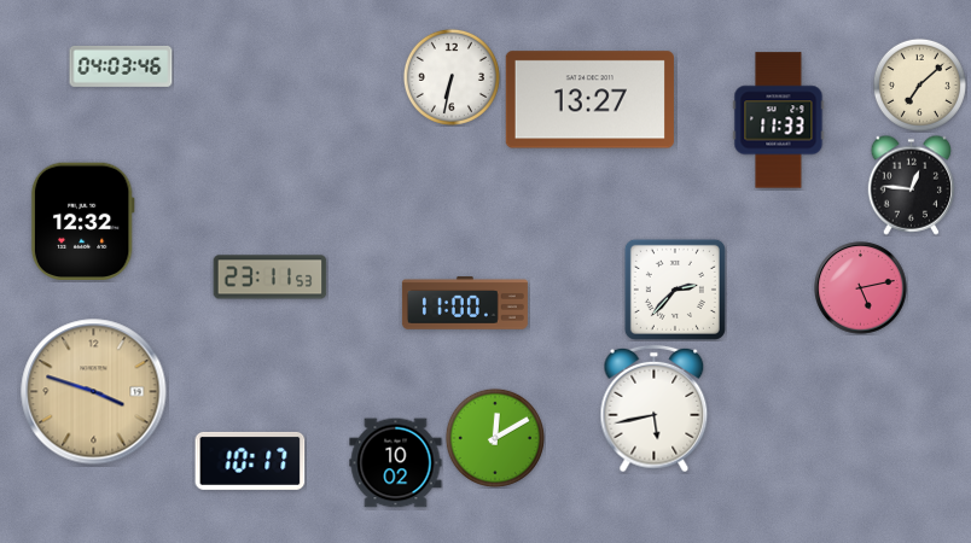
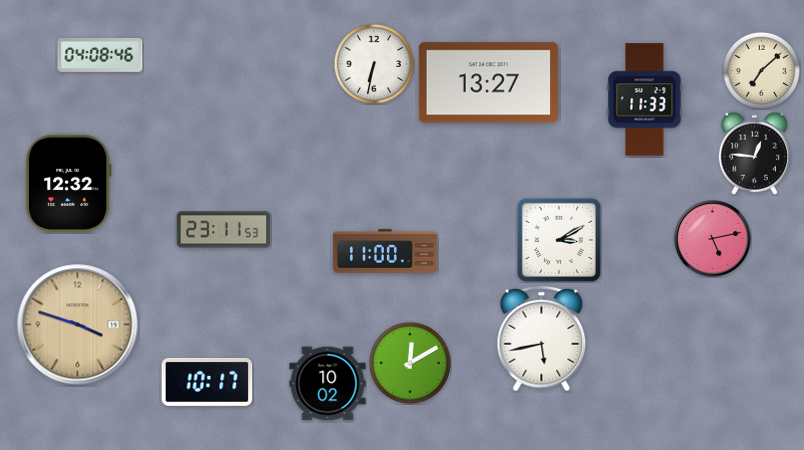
clock at (121, 66): 04:03 -> 04:08
clock at (675, 290): 2:37 -> 3:10
